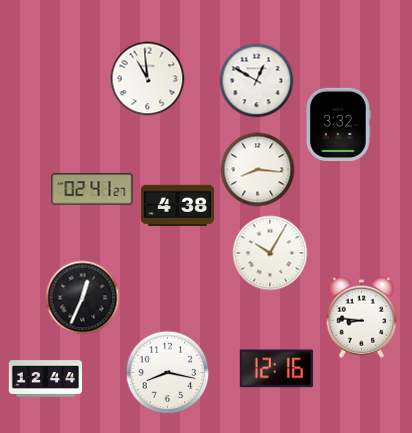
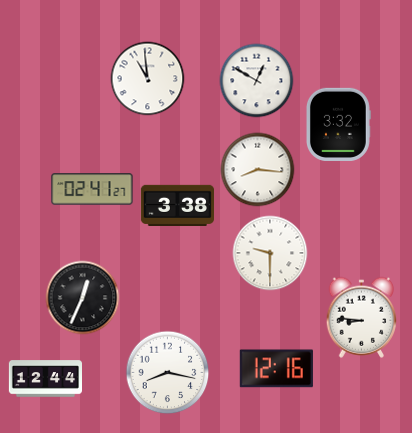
clock at (177, 205): 4:38 -> 3:38
clock at (270, 253): 10:05 -> 9:30
